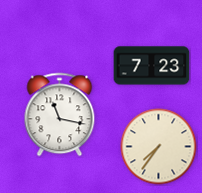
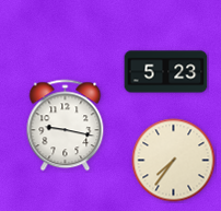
clock at (152, 66): 7:23 -> 5:23
clock at (60, 115): 11:17 -> 9:17
